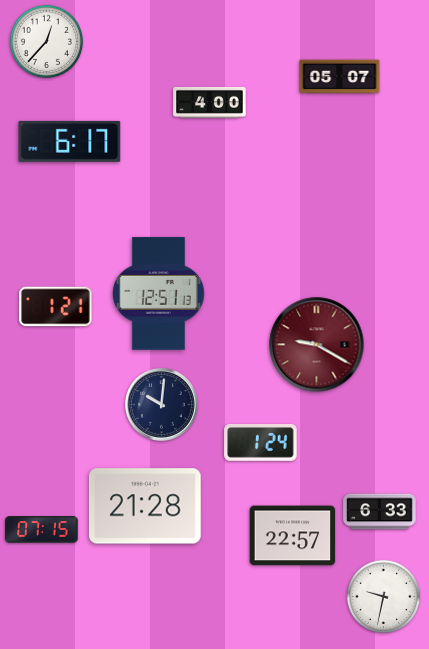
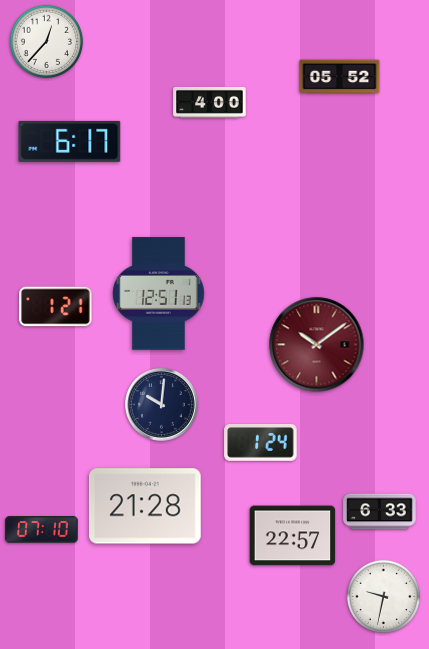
clock at (340, 77): 05:07 -> 05:52
clock at (317, 345): 9:20 -> 10:09
clock at (42, 530): 07:15 -> 07:10
